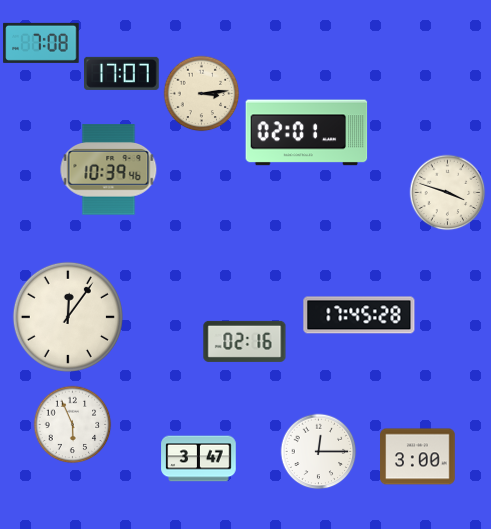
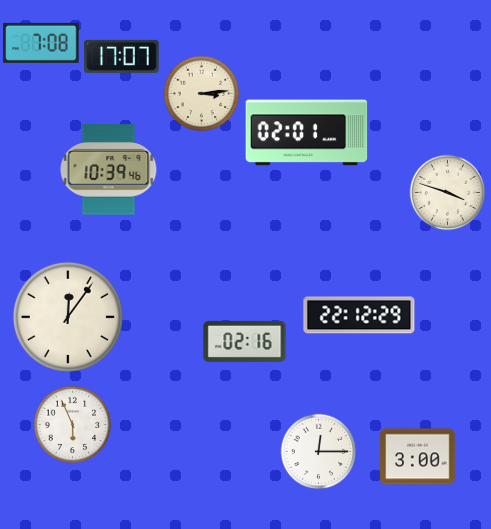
clock at (122, 73) position: (122, 73) -> (122, 56)
clock at (359, 315): 17:45 -> 22:12
clock at (199, 459): 3:47 -> none
